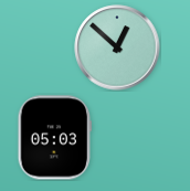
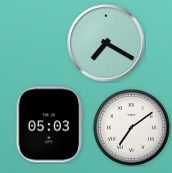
clock at (117, 47): 12:52 -> 7:20
clock at (132, 128): none -> 7:09
